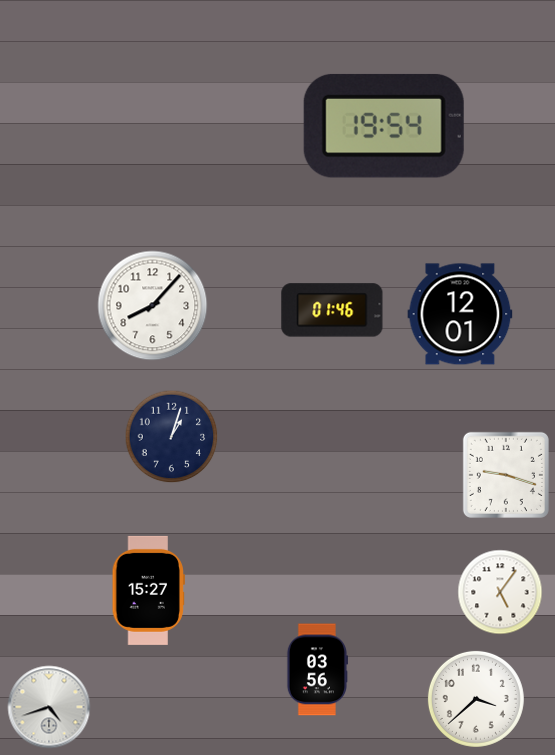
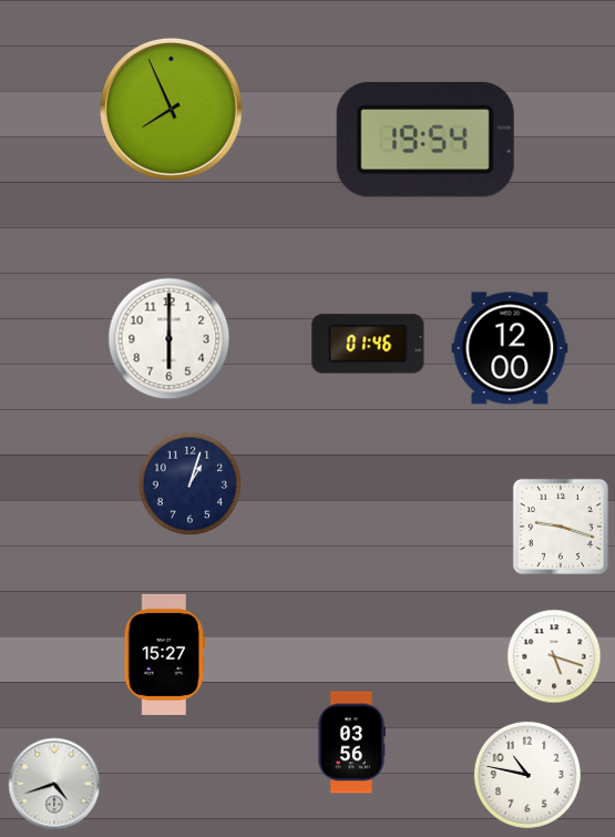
clock at (171, 109): none -> 7:56
clock at (153, 306): 8:07 -> 6:00
clock at (460, 314): 12:01 -> 12:00
clock at (500, 592): 5:06 -> 5:18
clock at (476, 699): 3:38 -> 10:47
